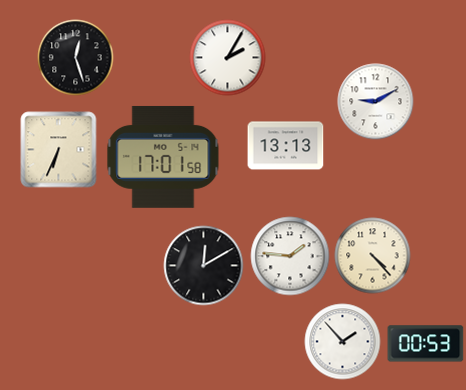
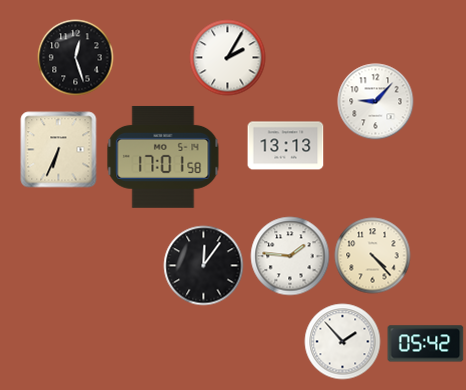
clock at (376, 102): 9:10 -> 9:07
clock at (204, 266): 12:10 -> 12:06
clock at (426, 344): 00:53 -> 05:42
